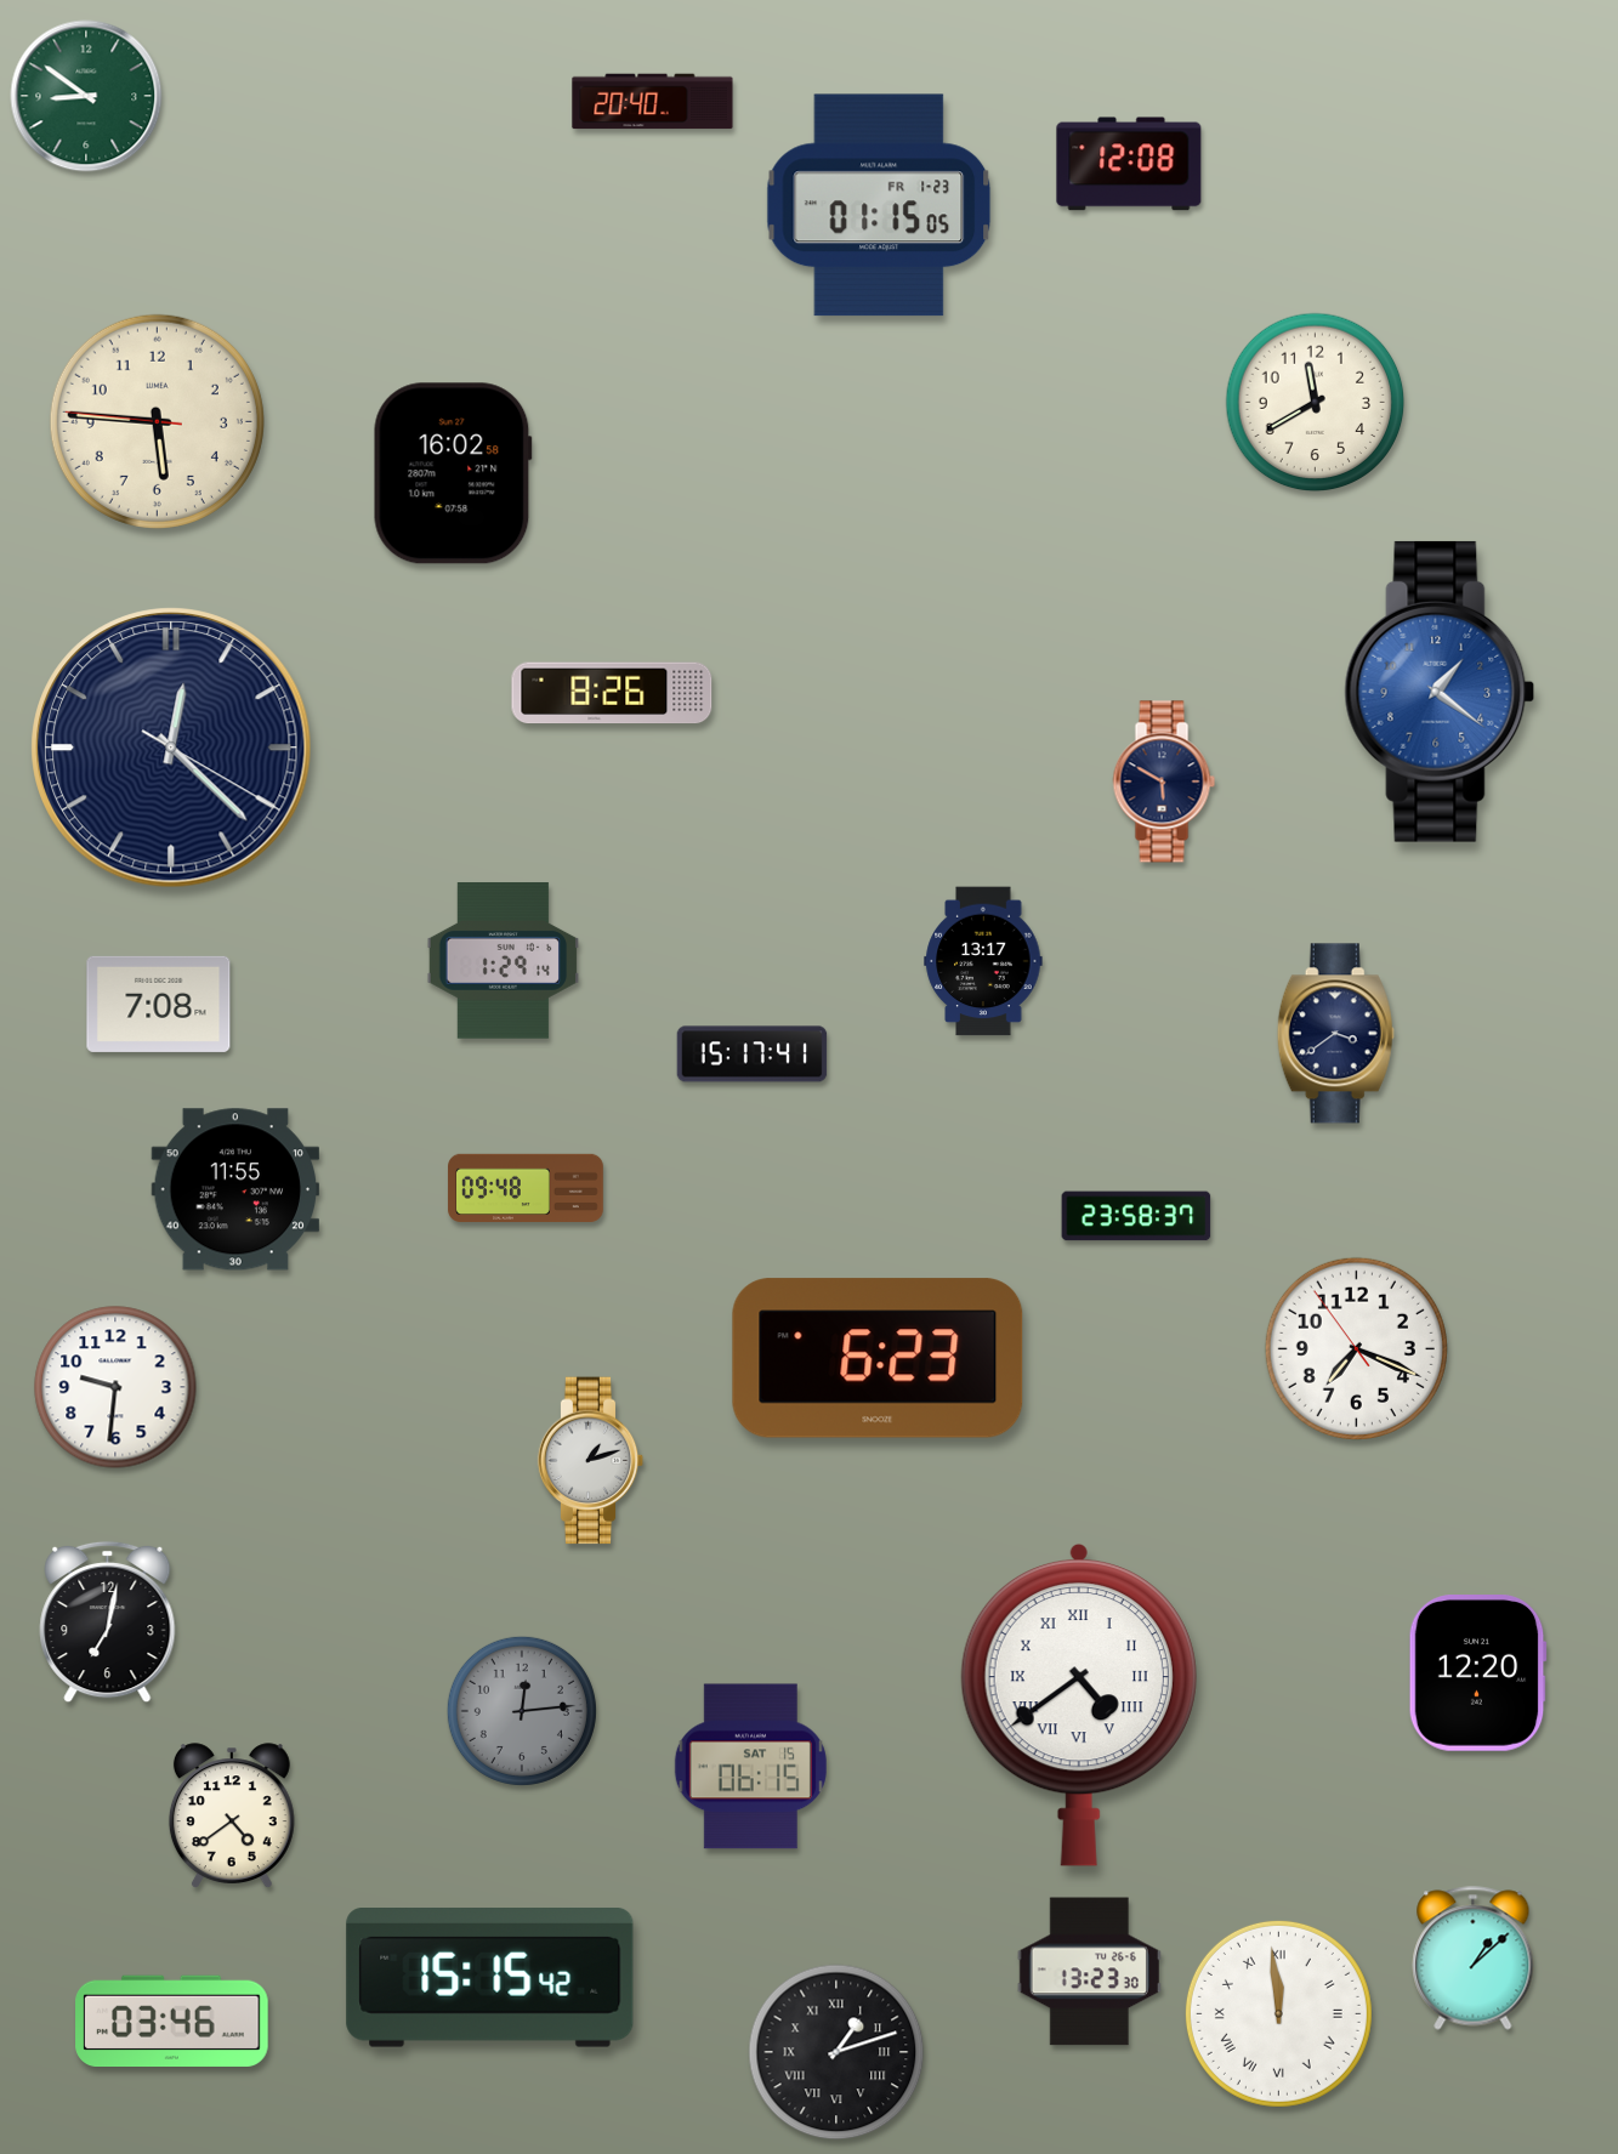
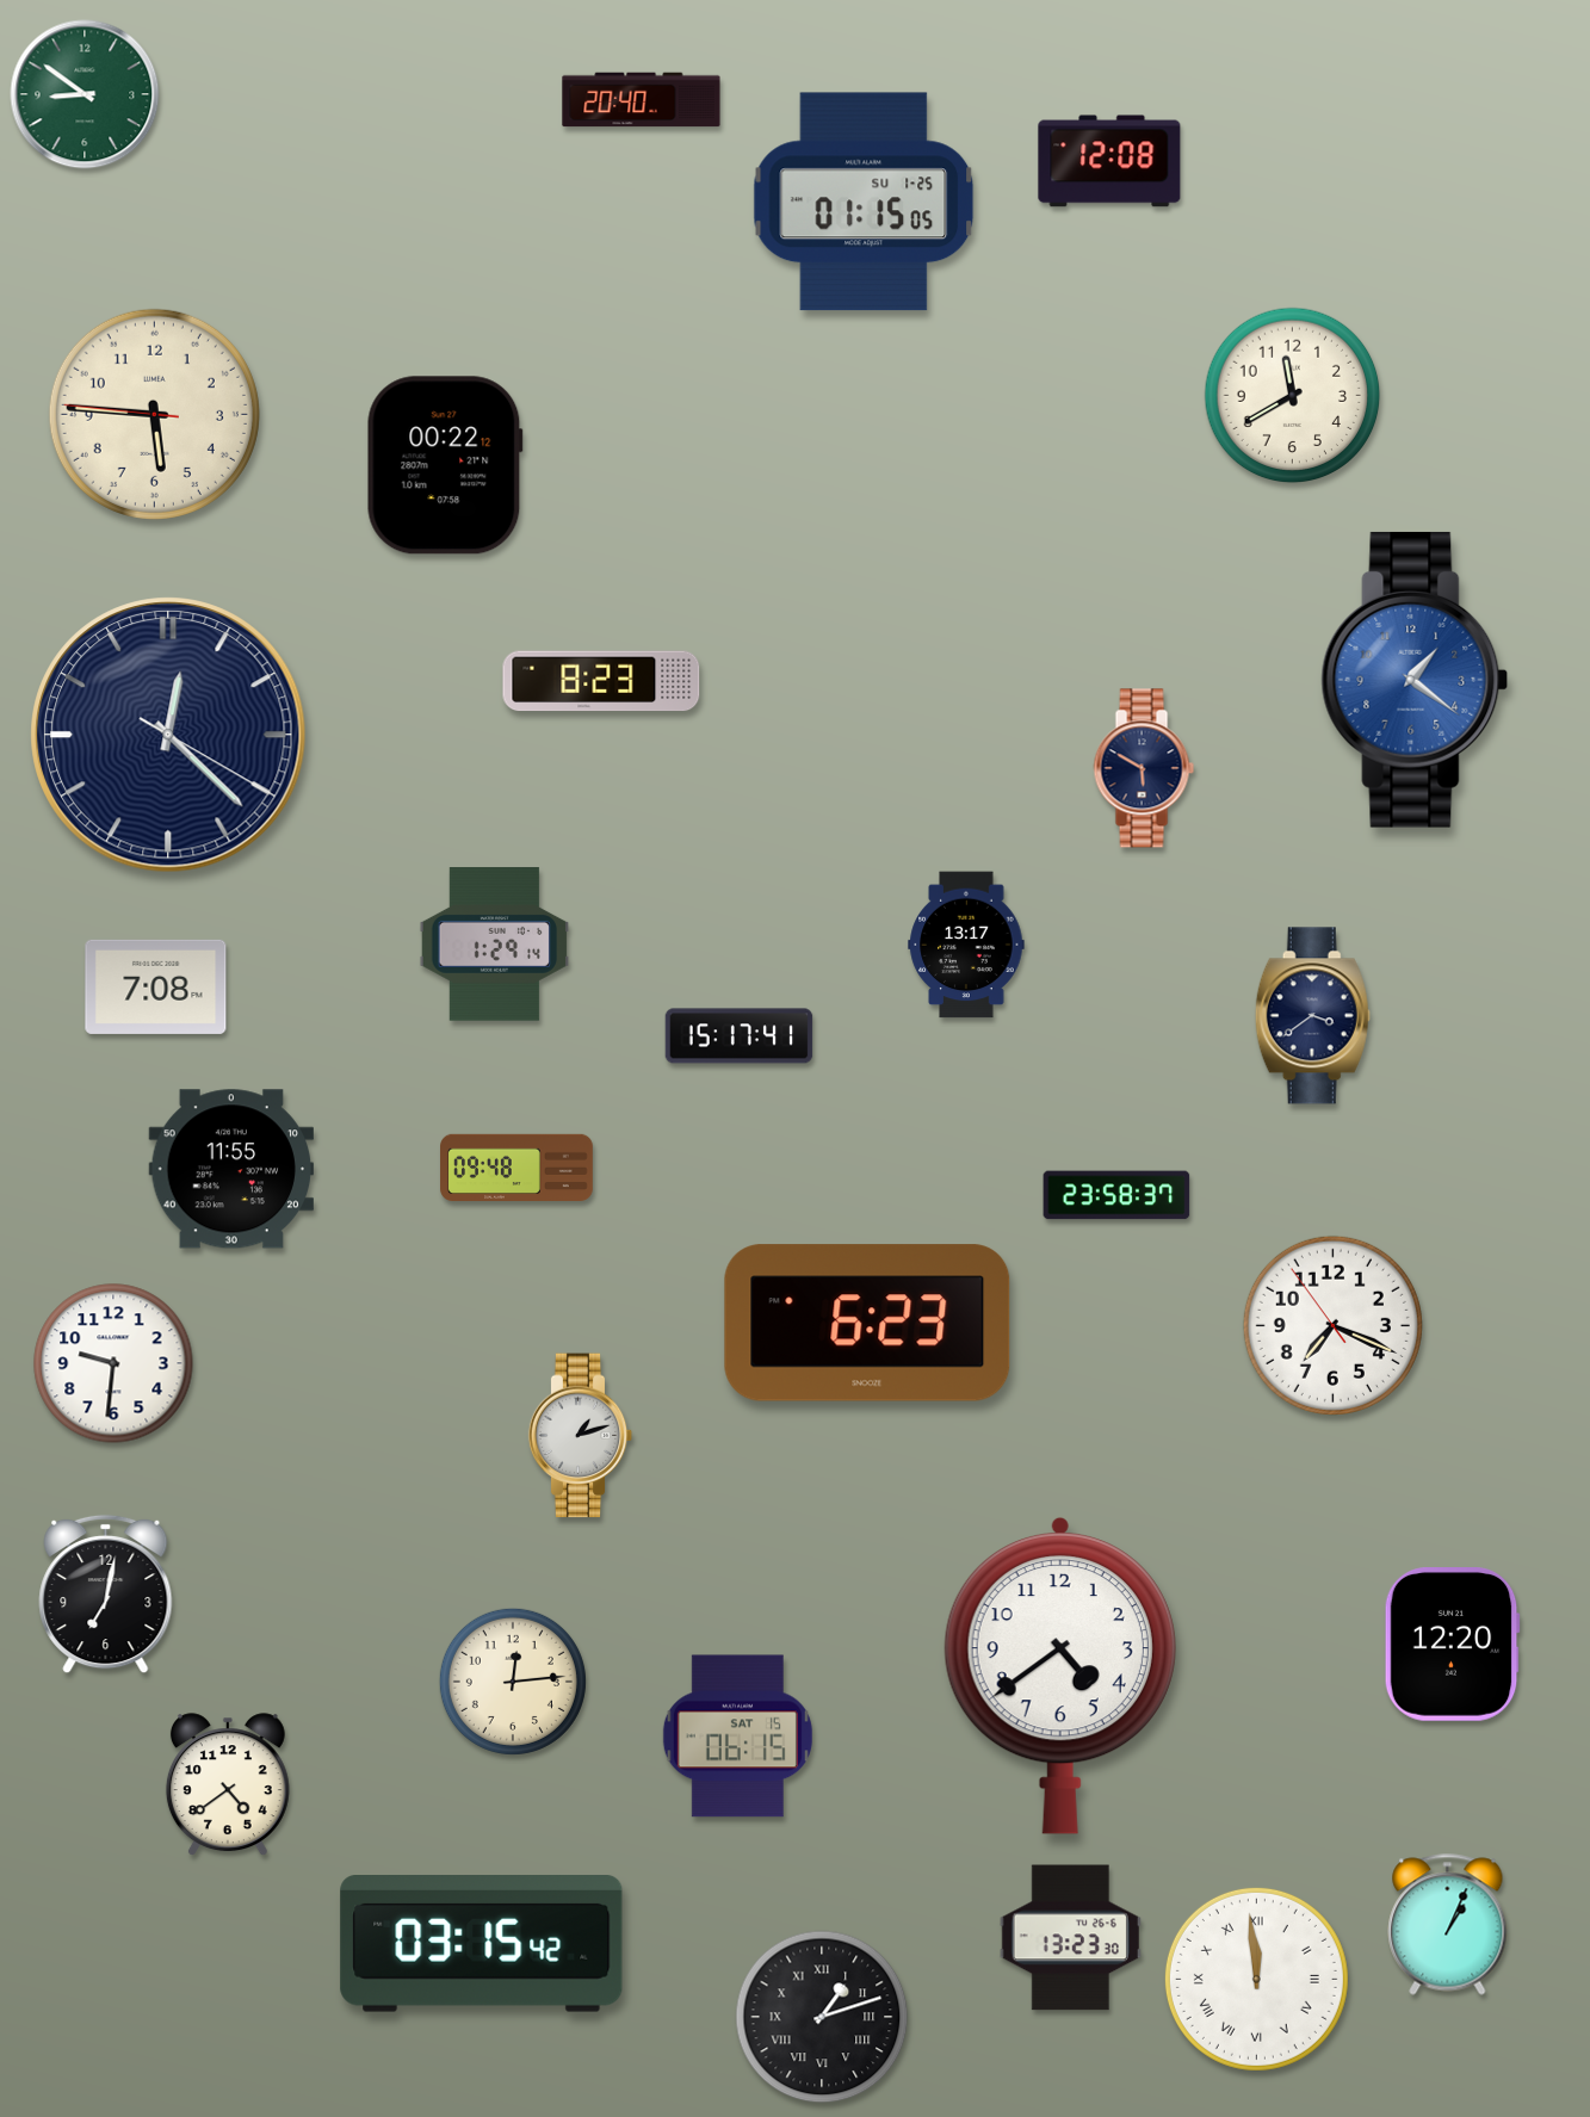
clock at (879, 205) date: FR 1-23 -> SU 1-25
clock at (453, 473): 16:02 -> 00:22
clock at (612, 693): 8:26 -> 8:23
clock at (878, 1358) position: (878, 1358) -> (867, 1323)
clock at (1079, 1705) numerals: Roman -> Arabic
clock at (522, 1711) dial: grey -> cream
clock at (1474, 1959): 1:08 -> 1:04
clock at (490, 1978): 15:15 -> 03:15
clock at (172, 2021): 03:46 -> none
